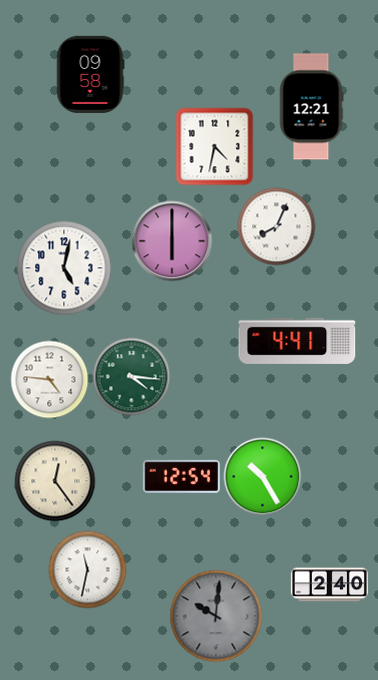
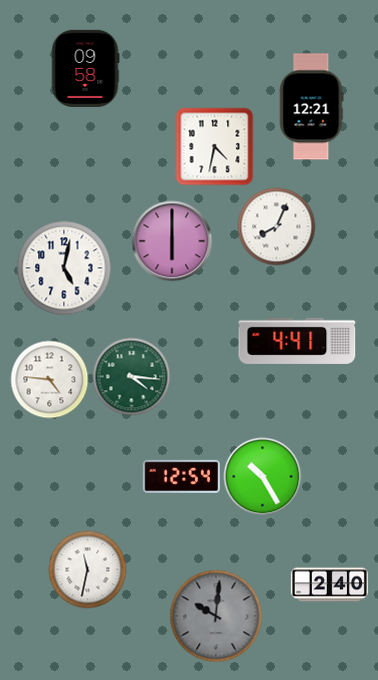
clock at (90, 74) position: (90, 74) -> (85, 68)
clock at (55, 481): 12:24 -> none
